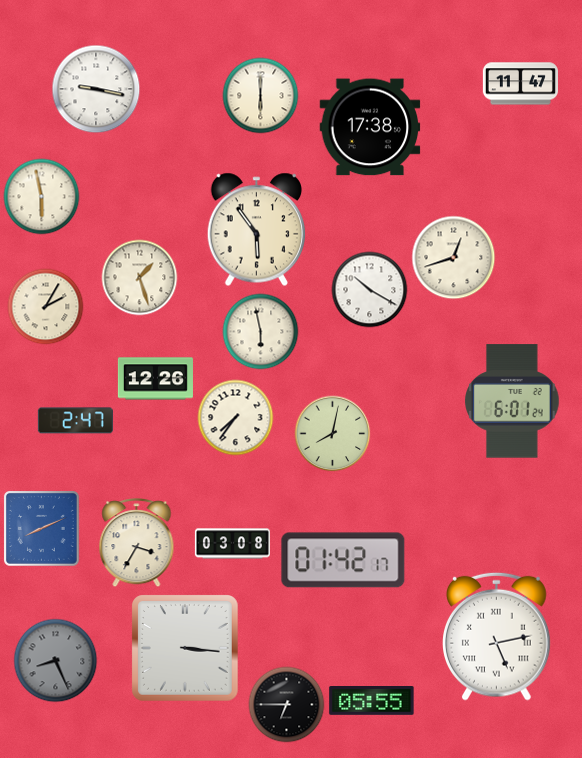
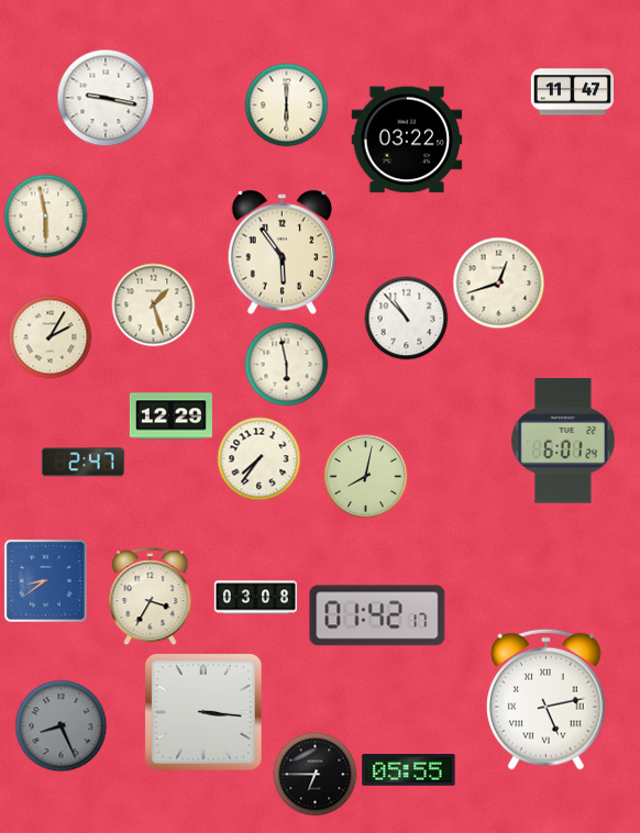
clock at (370, 127): 17:38 -> 03:22
clock at (370, 290): 10:20 -> 10:53
clock at (155, 379): 12:26 -> 12:29
clock at (42, 529): 8:11 -> 8:39
